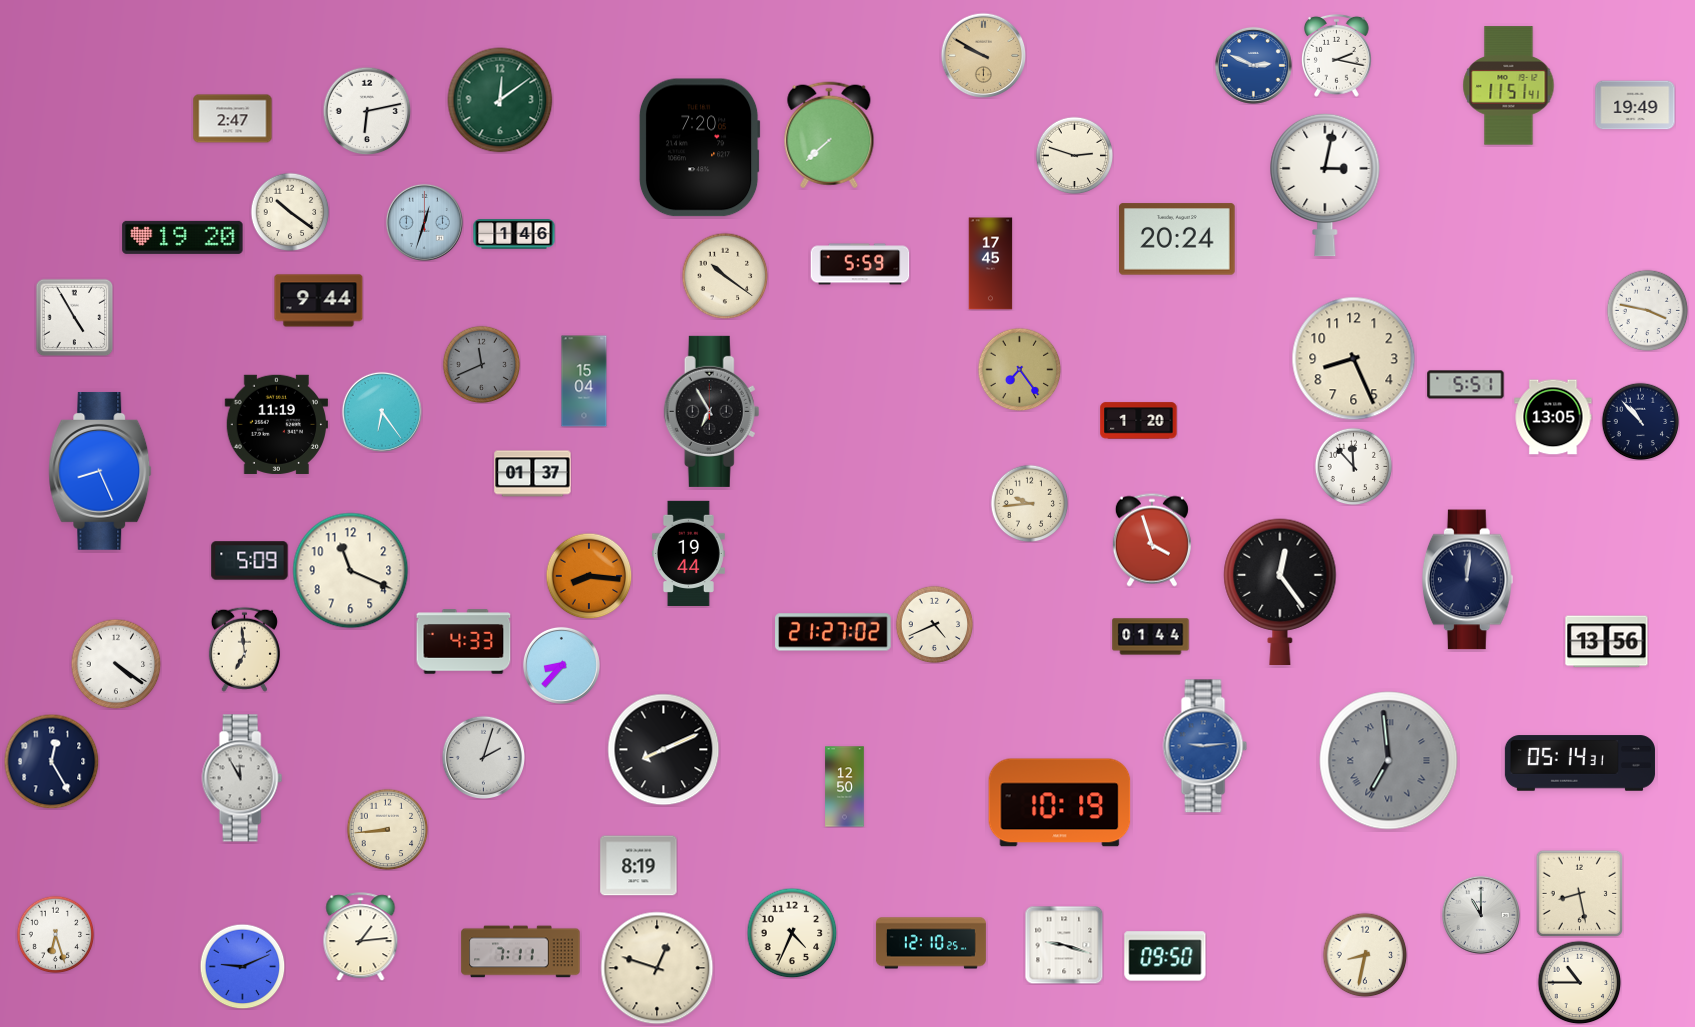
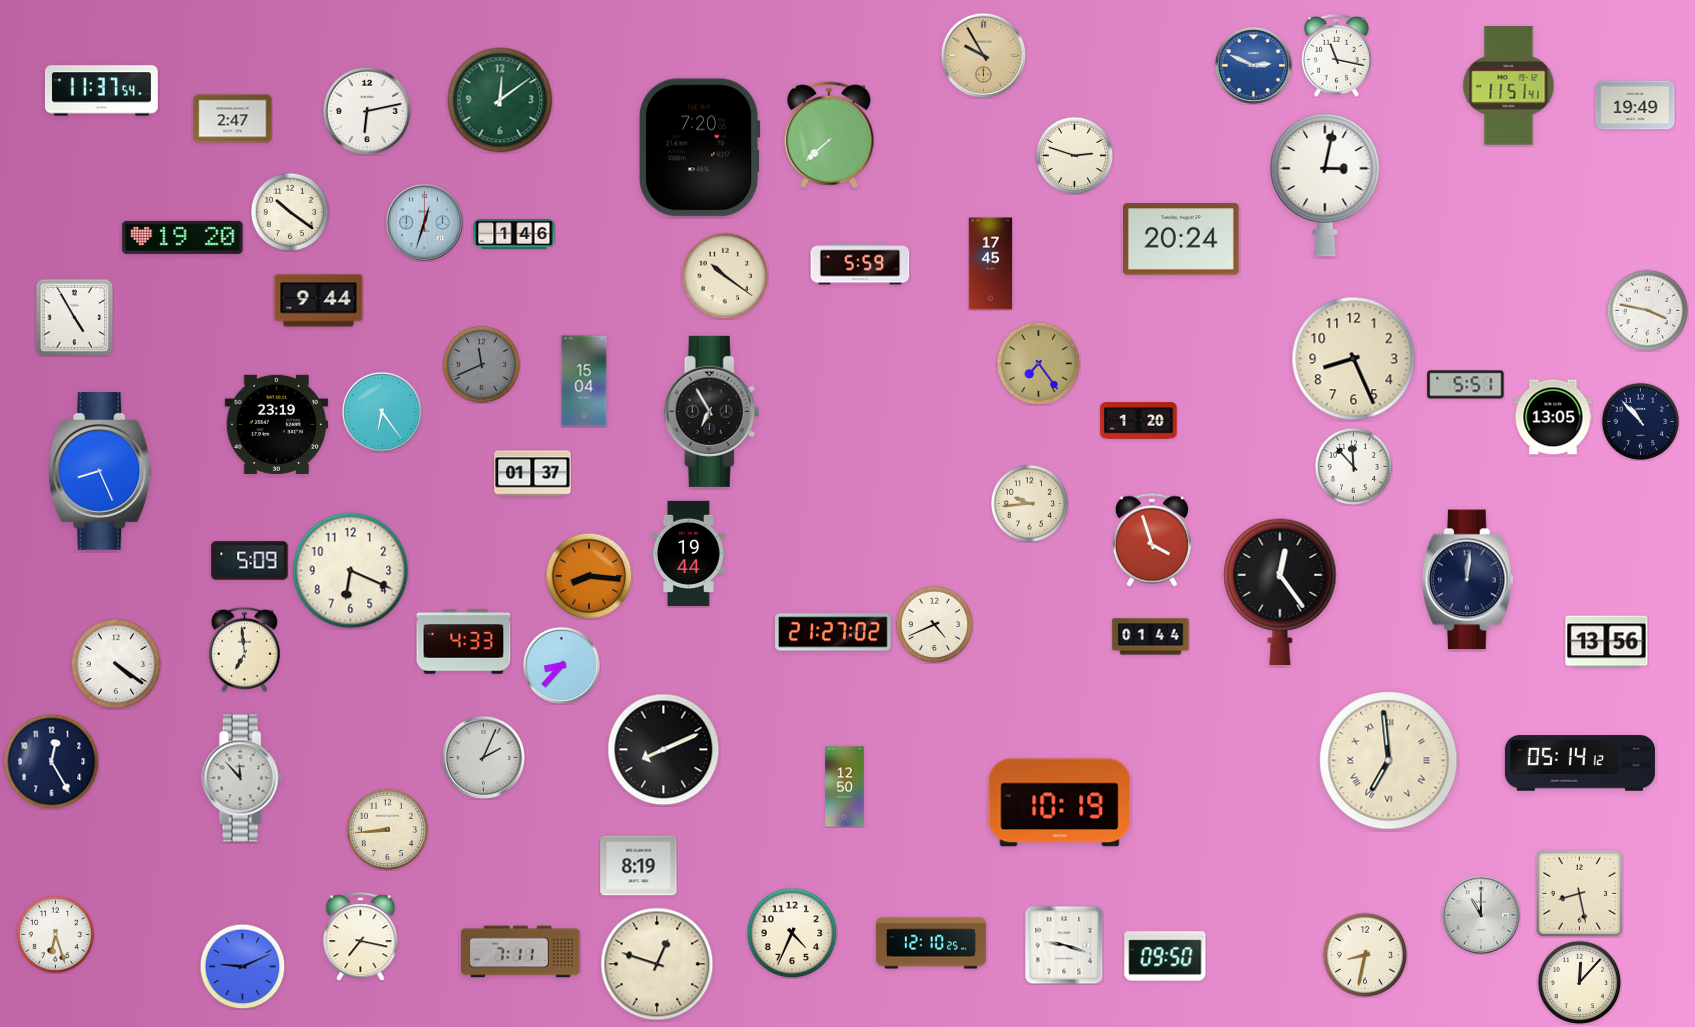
clock at (983, 55): 9:50 -> 9:55
clock at (1337, 55): 2:17 -> 11:17
clock at (101, 91): none -> 11:37
clock at (1177, 239) position: (1177, 239) -> (1181, 239)
clock at (1019, 369) position: (1019, 369) -> (1038, 363)
clock at (276, 424): 11:19 -> 23:19
clock at (351, 571): 11:19 -> 6:19
clock at (1205, 746): 9:14 -> none
clock at (483, 757): 2:03 -> 2:04
clock at (1389, 761) dial: grey -> cream
clock at (1580, 763): 05:14:31 -> 05:14:12
clock at (242, 778): 11:55 -> 11:53
clock at (361, 937): 1:14 -> 7:17
clock at (657, 968) position: (657, 968) -> (657, 964)
clock at (1579, 982): 10:45 -> 12:07
